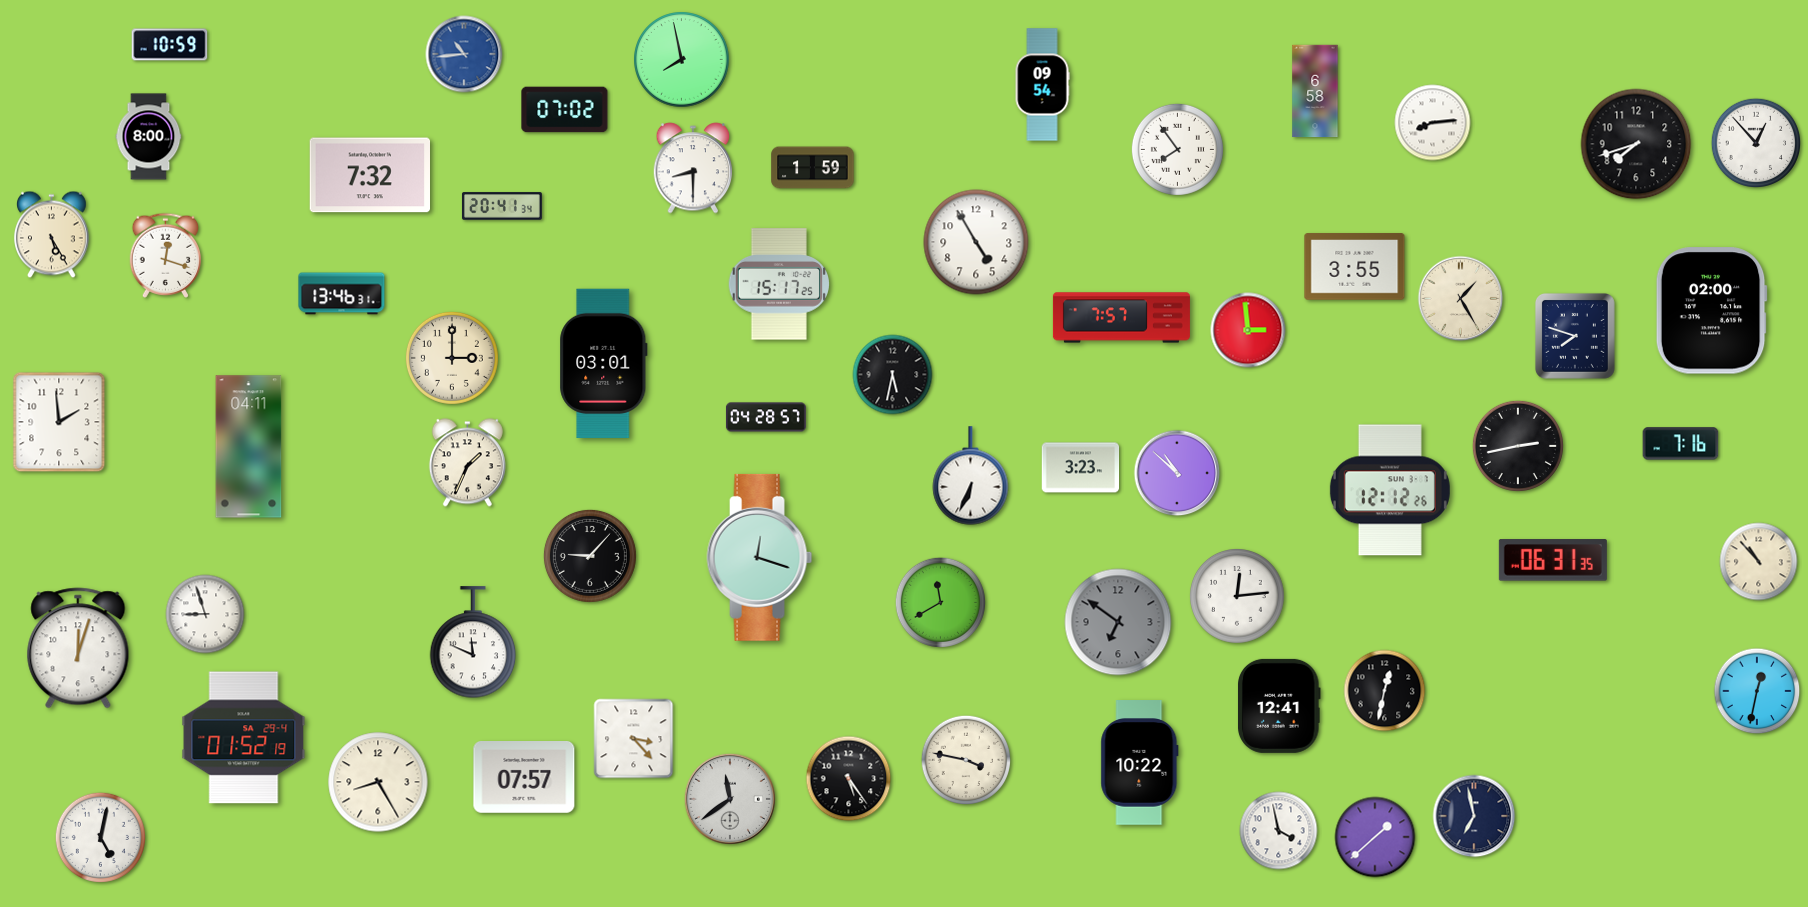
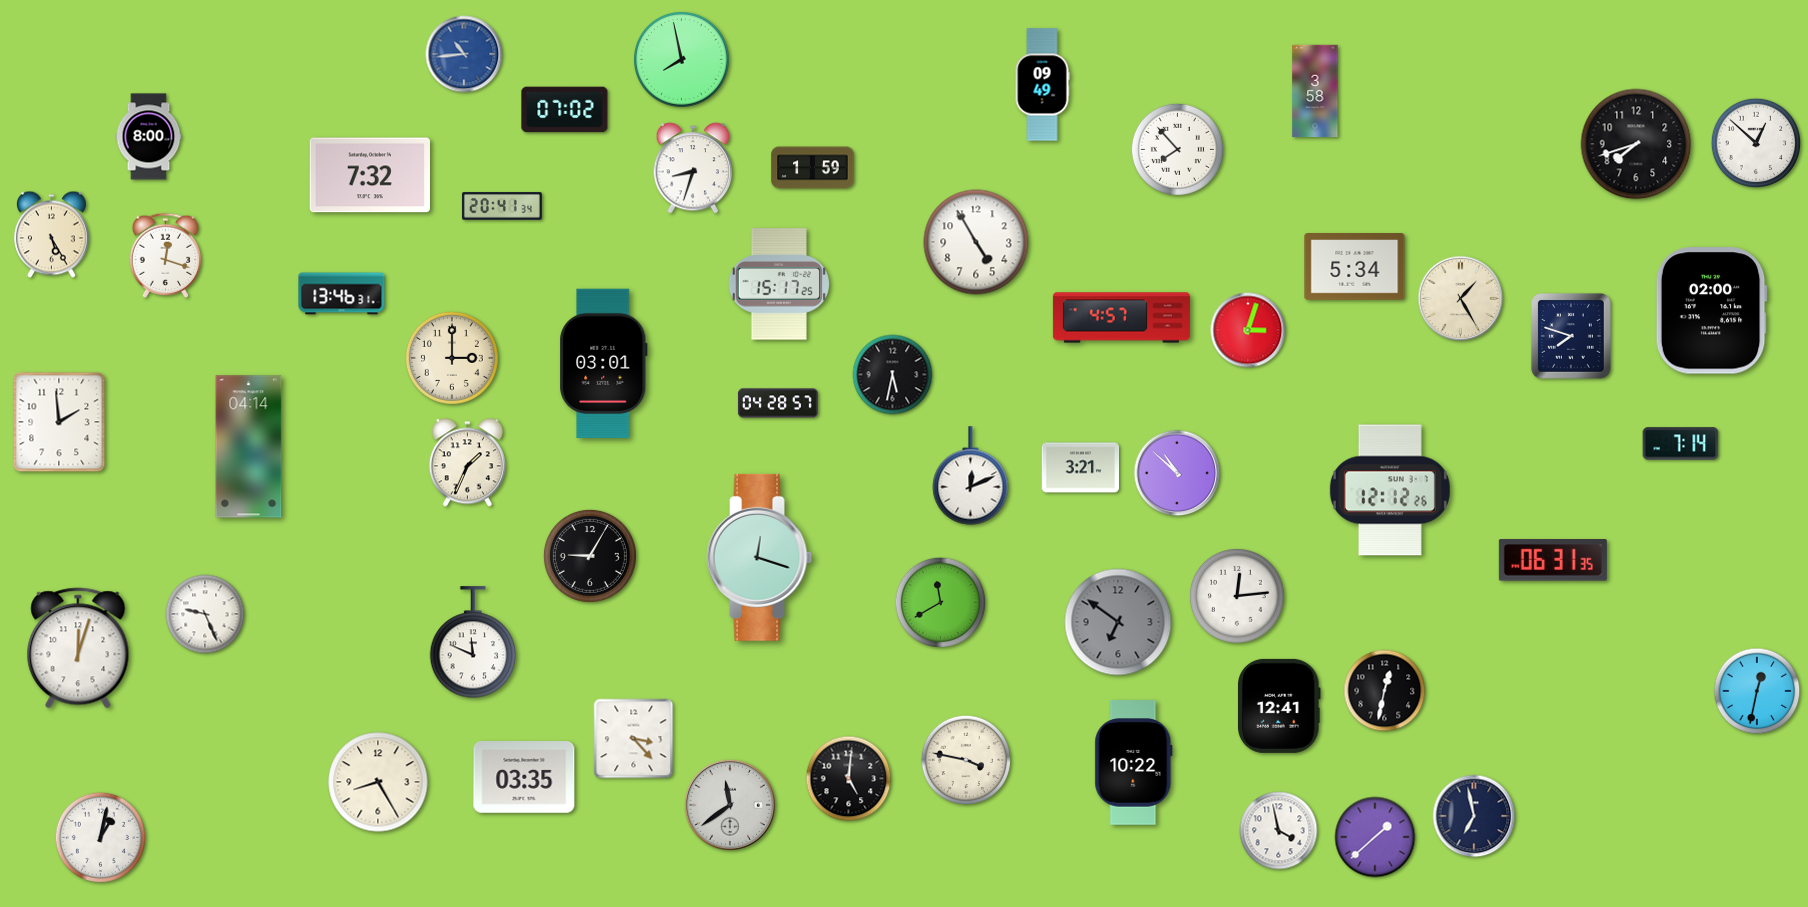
clock at (170, 45): 10:59 -> none
clock at (1042, 85): 09:54 -> 09:49
clock at (1315, 91): 6:58 -> 3:58
clock at (1433, 123): 8:14 -> none
clock at (1755, 142): 12:53 -> 12:52
clock at (1177, 149): 7:54 -> 7:53
clock at (693, 168): 8:30 -> 8:33
clock at (1355, 267): 3:55 -> 5:34
clock at (1121, 318): 7:57 -> 4:57
clock at (1248, 330): 2:59 -> 3:03
clock at (1575, 336) position: (1575, 336) -> (1571, 336)
clock at (766, 417) position: (766, 417) -> (778, 403)
clock at (1681, 444): 7:16 -> 7:14
clock at (1518, 446): 2:43 -> none
clock at (249, 447): 04:11 -> 04:14
clock at (1081, 468): 3:23 -> 3:21
clock at (971, 476): 6:34 -> 12:11
clock at (590, 556): 9:07 -> 9:05
clock at (1759, 562): 10:53 -> none
clock at (205, 614): 8:57 -> 9:26
clock at (244, 738): 01:52 -> none
clock at (1140, 763) position: (1140, 763) -> (1134, 763)
clock at (524, 778): 07:57 -> 03:35
clock at (849, 779): 5:24 -> 5:01
clock at (730, 799) position: (730, 799) -> (730, 805)
clock at (100, 837): 5:02 -> 1:02
